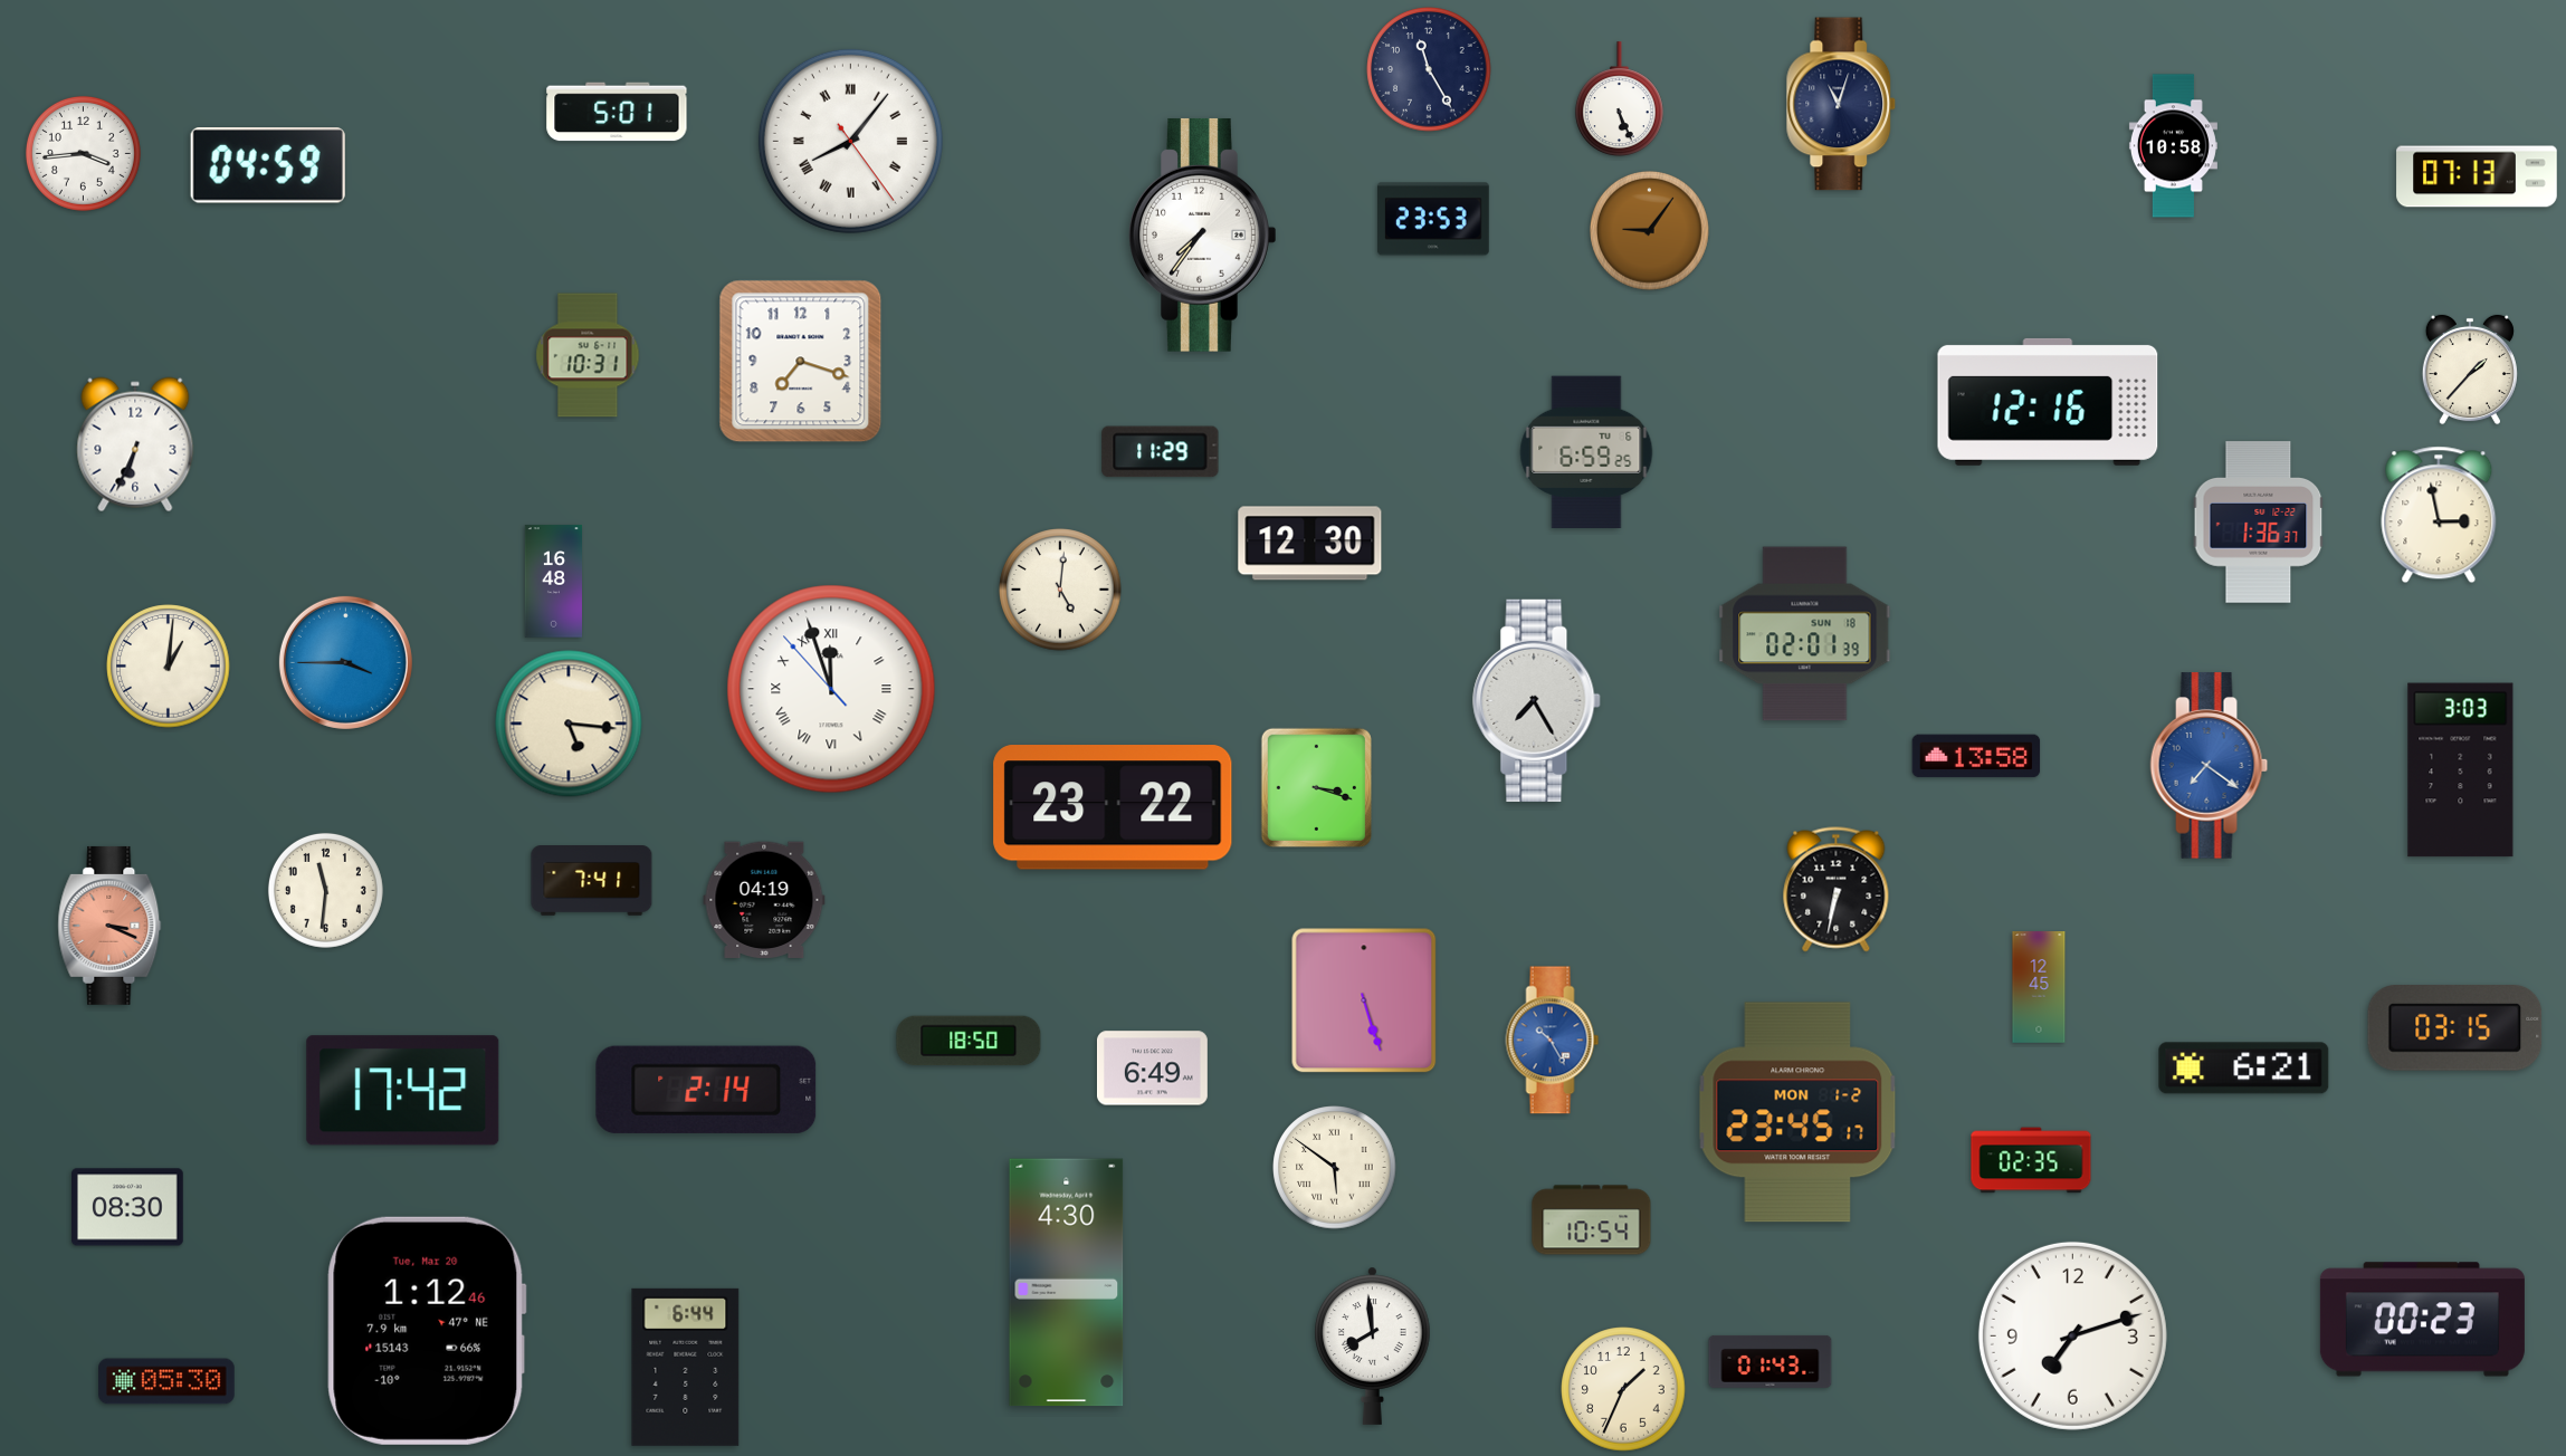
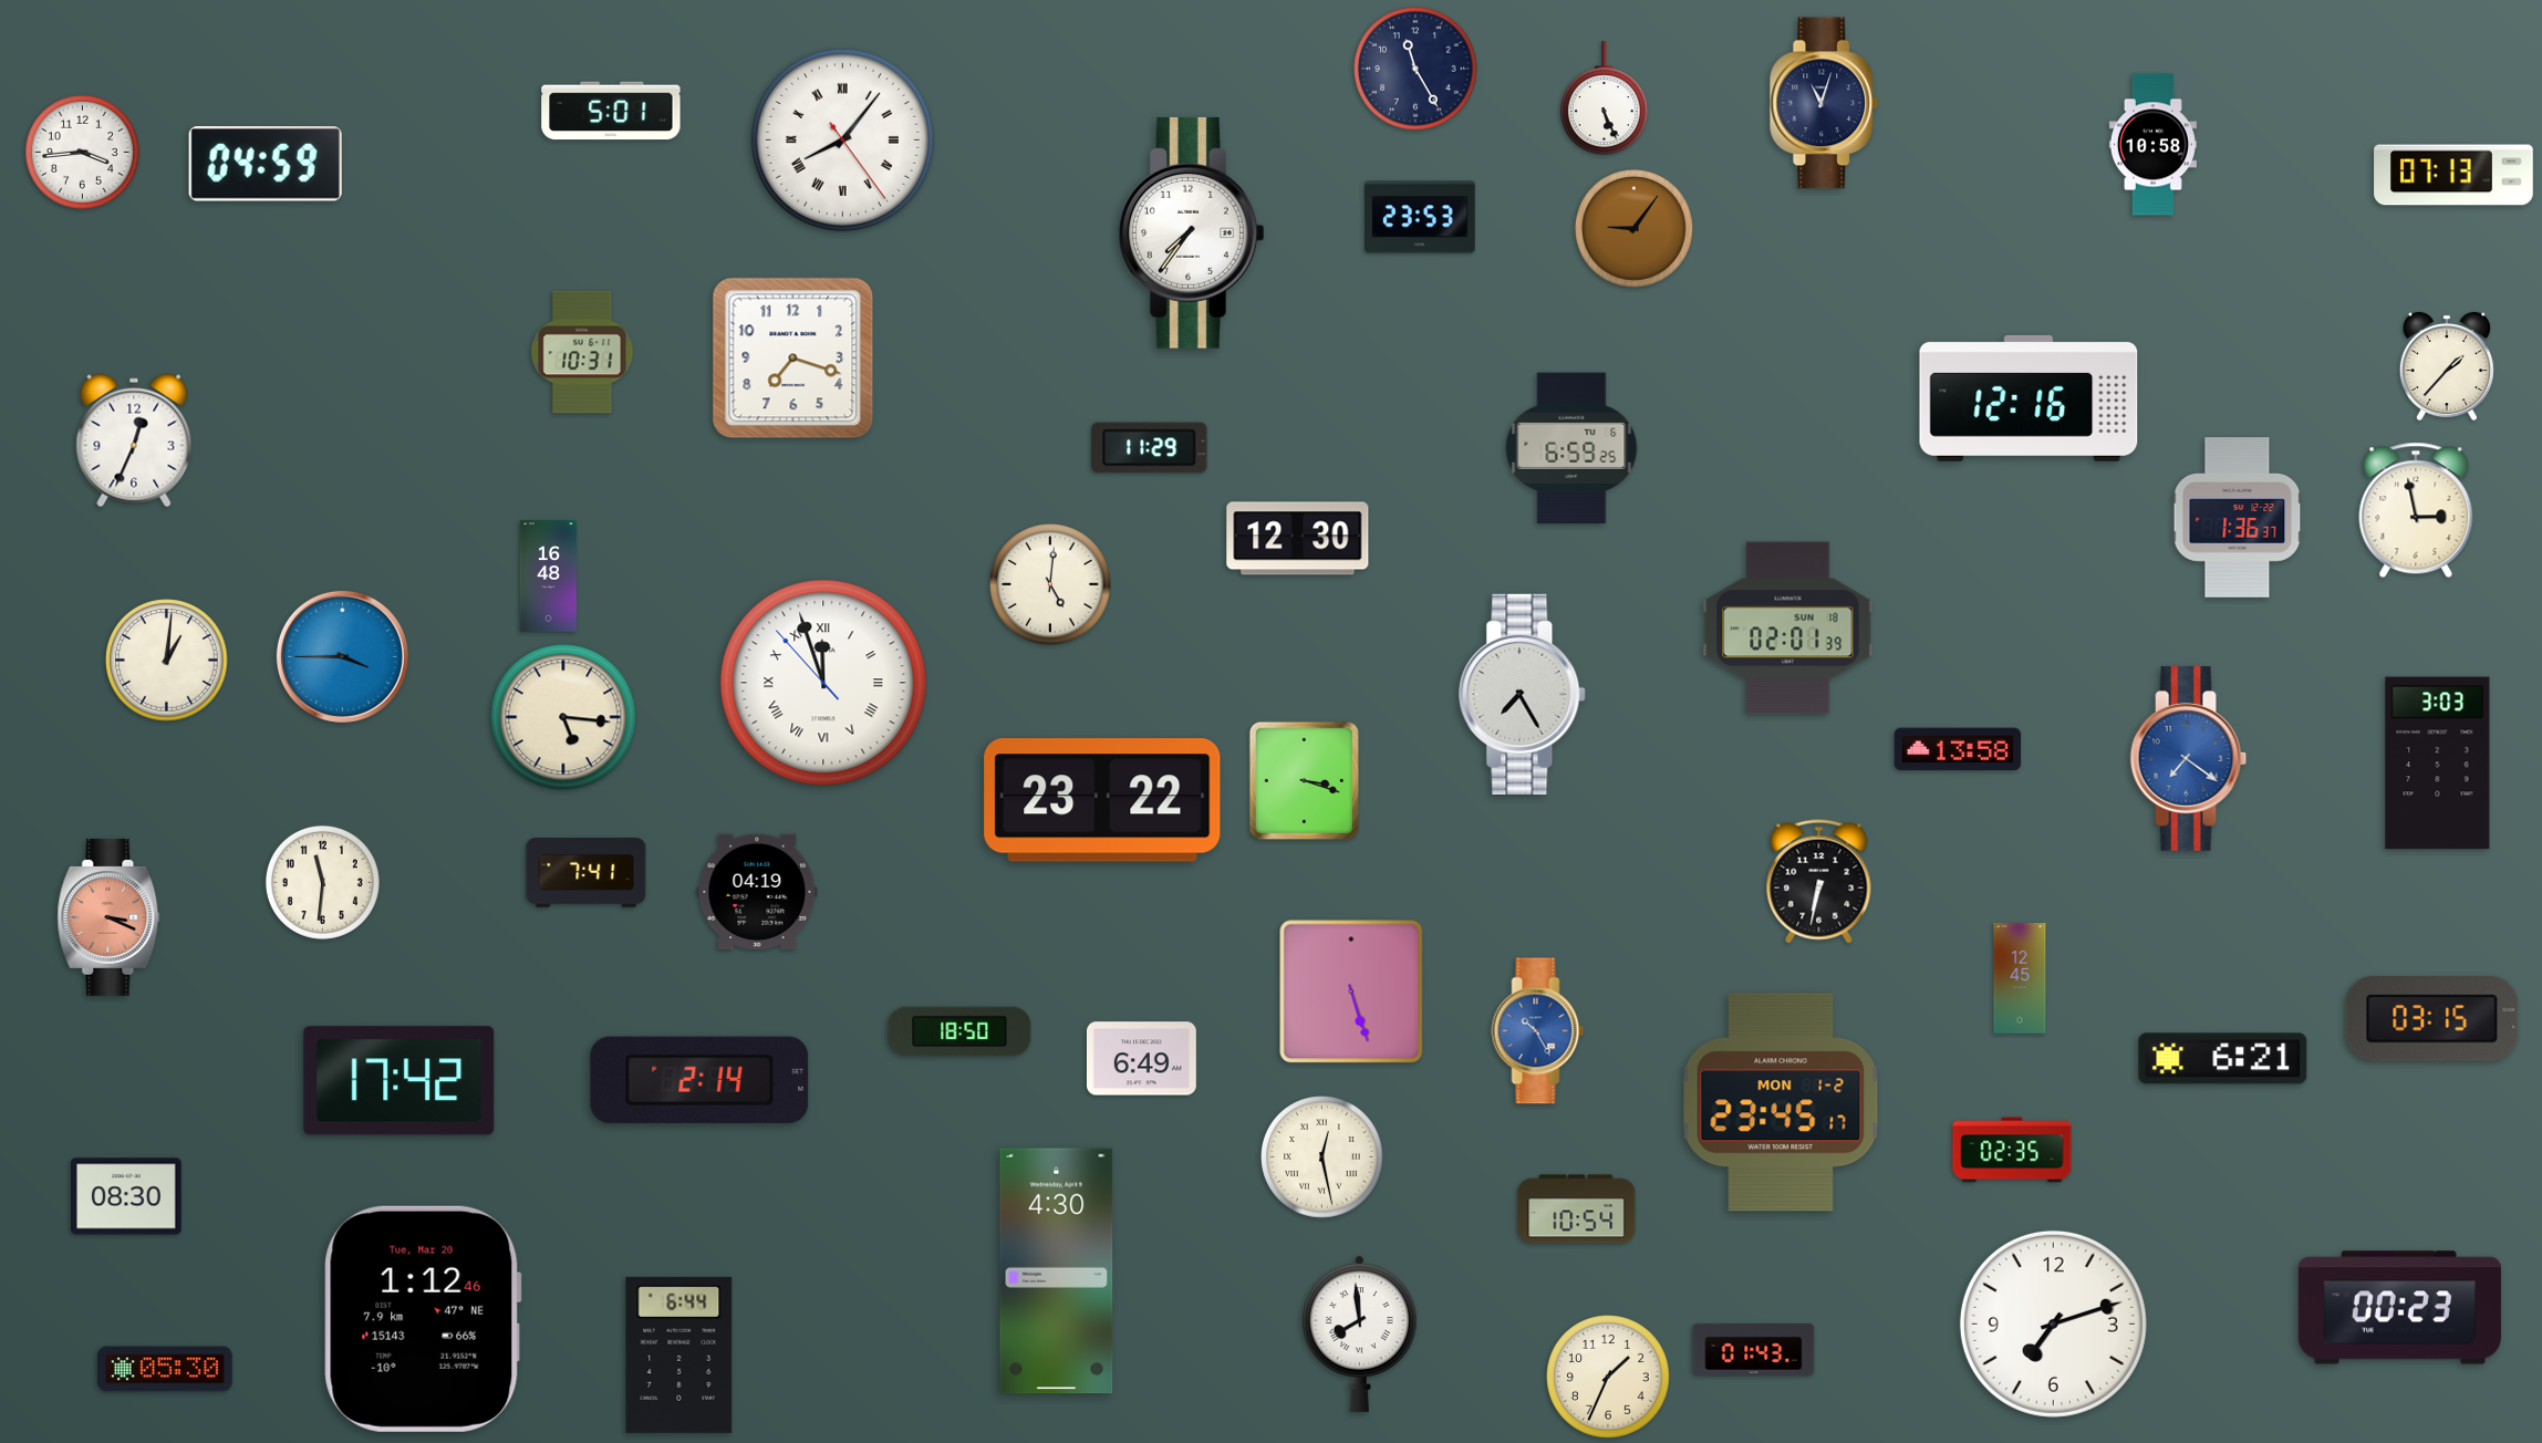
clock at (135, 444): 6:34 -> 12:34
clock at (1335, 1168): 5:51 -> 12:28
